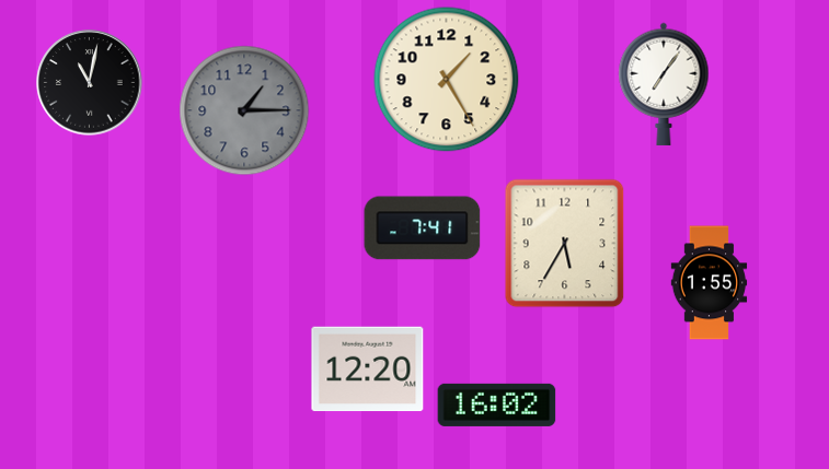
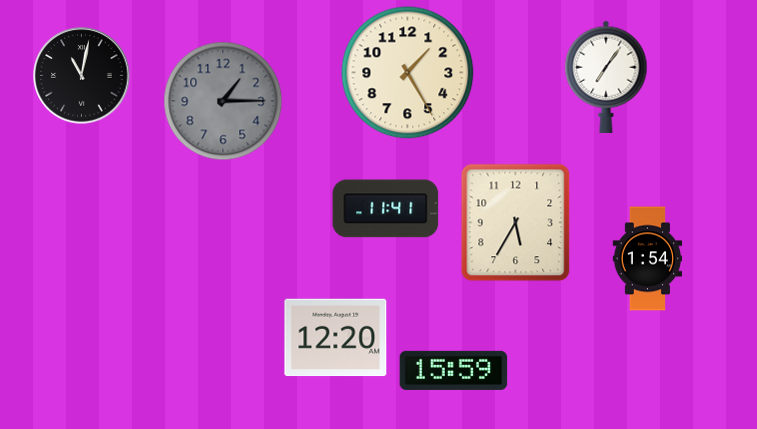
clock at (423, 228): 7:41 -> 11:41
clock at (710, 283): 1:55 -> 1:54
clock at (497, 404): 16:02 -> 15:59
